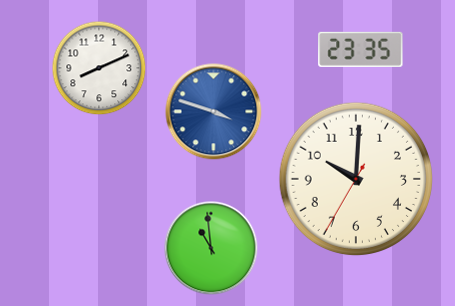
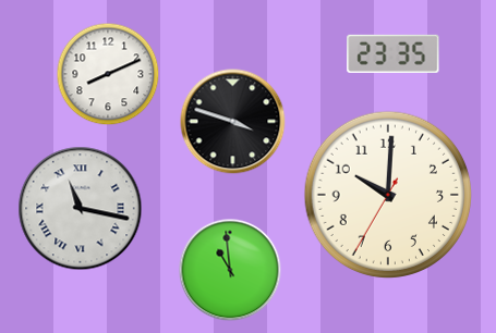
clock at (214, 112) dial: blue -> black
clock at (81, 209): none -> 11:17
